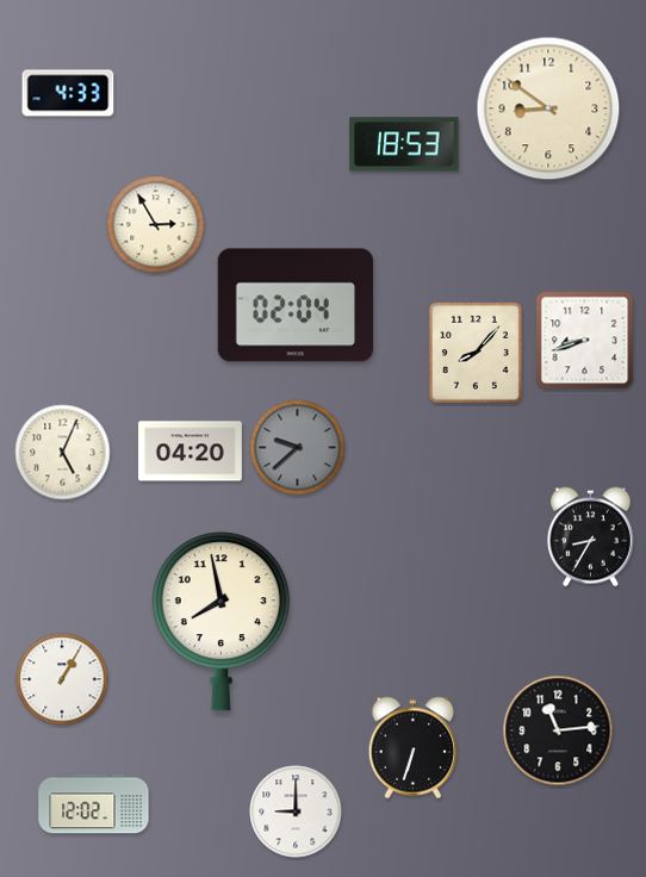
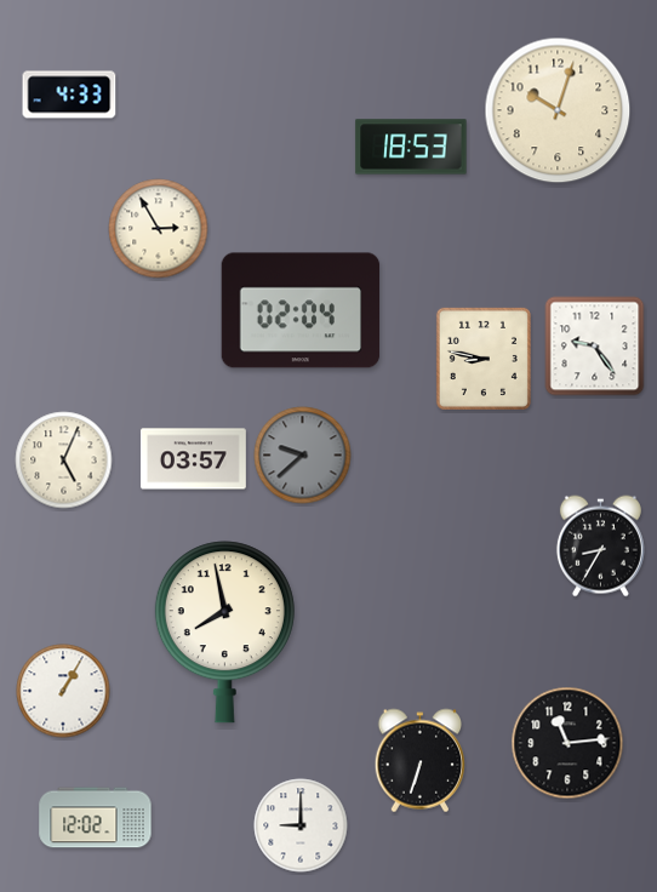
clock at (548, 108): 8:51 -> 10:03
clock at (585, 341): 8:42 -> 9:24
clock at (476, 353): 8:07 -> 8:47
clock at (190, 452): 04:20 -> 03:57
